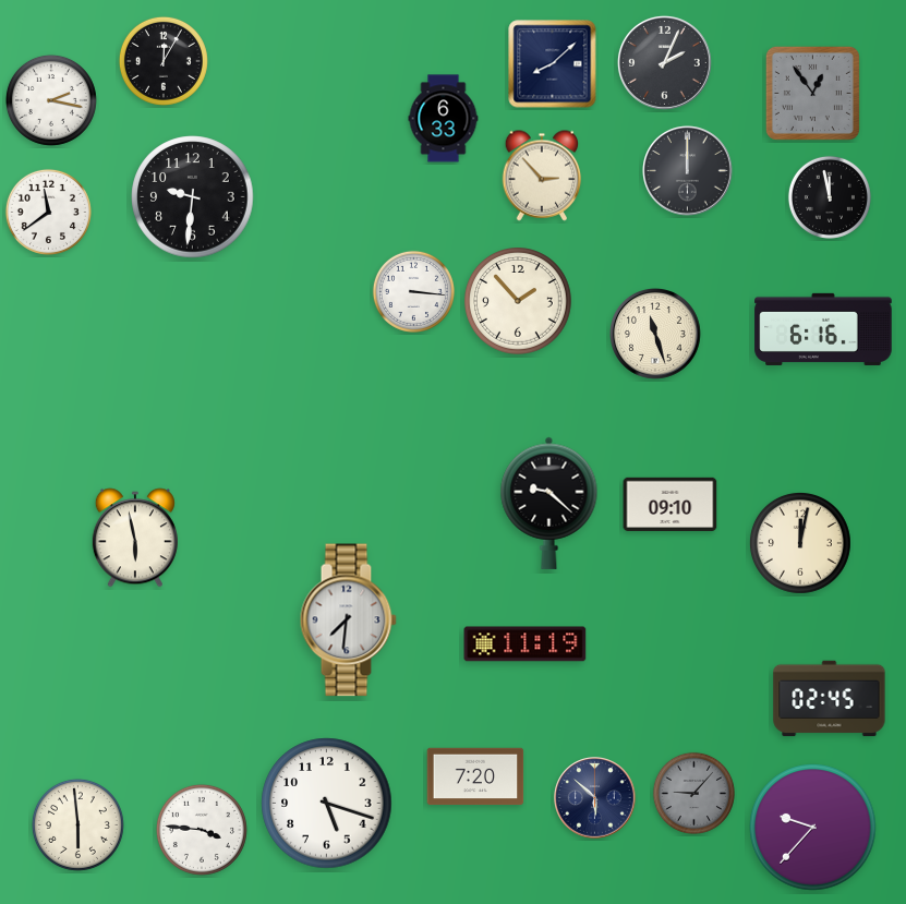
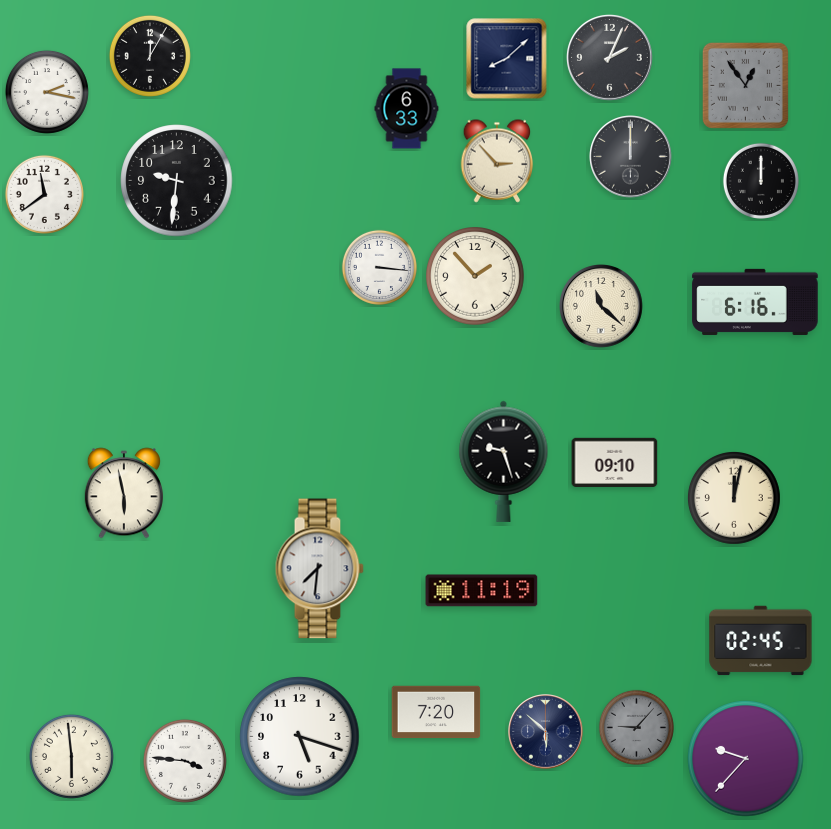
clock at (830, 197): 11:58 -> 12:00
clock at (656, 335): 11:27 -> 11:22
clock at (549, 503): 9:22 -> 9:27
